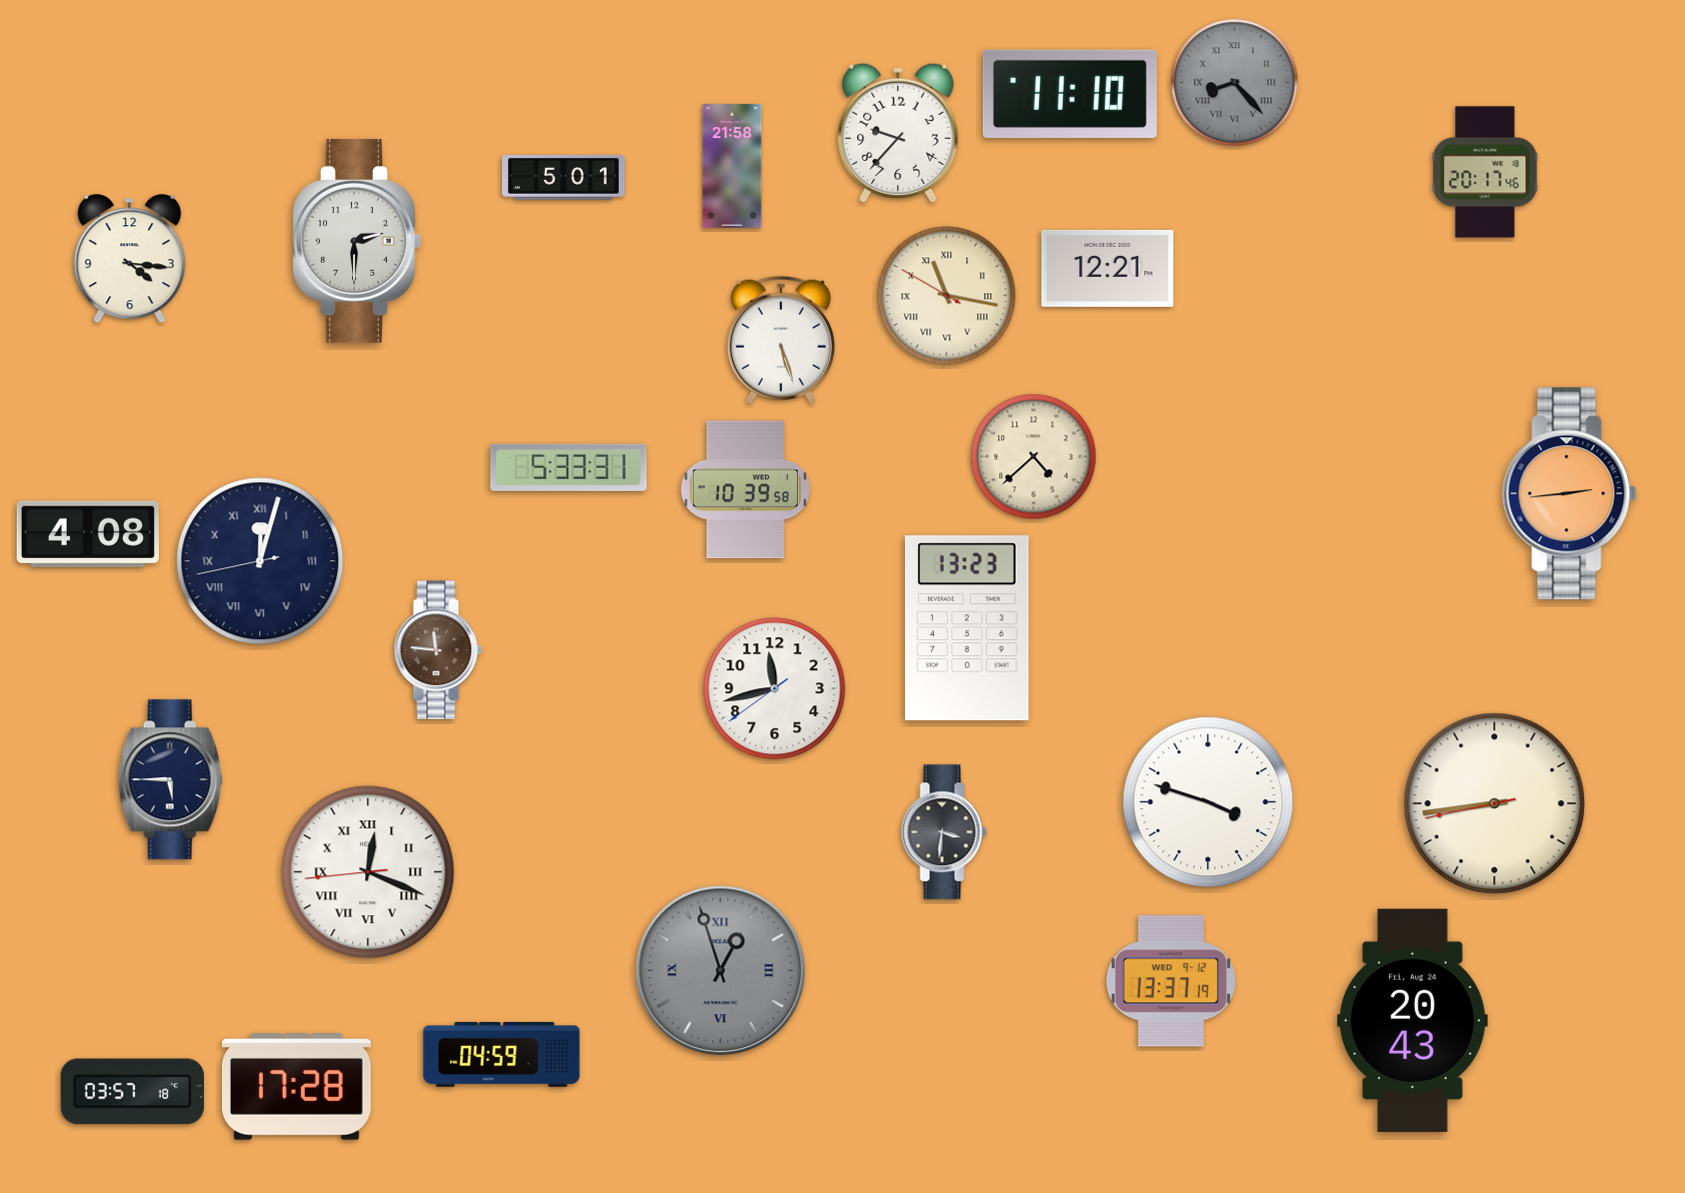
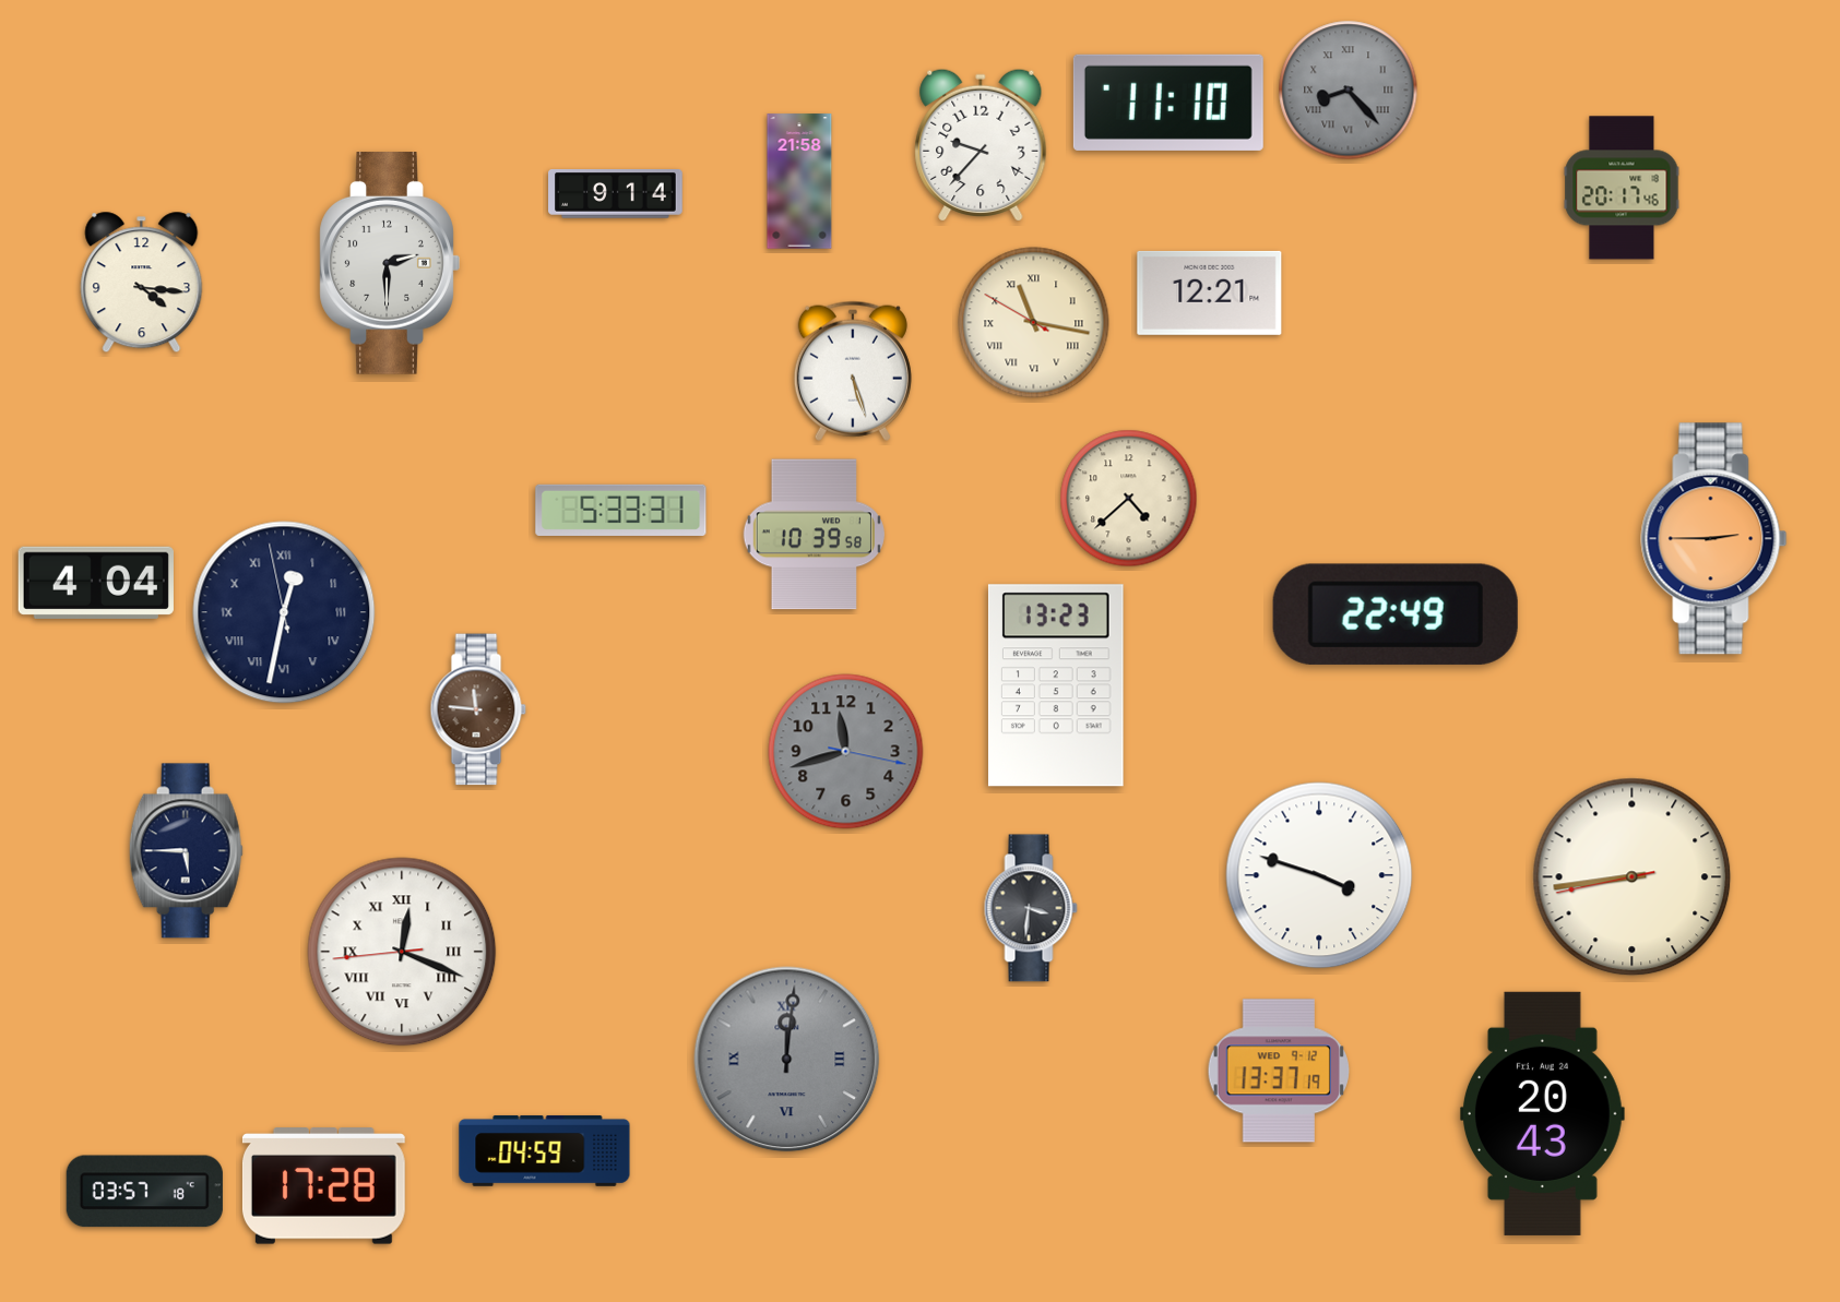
clock at (564, 178): 5:01 -> 9:14
clock at (1570, 494): 2:44 -> 2:45
clock at (88, 534): 4:08 -> 4:04
clock at (260, 561): 12:02 -> 12:31
clock at (1396, 614): none -> 22:49
clock at (775, 689): 11:42:39 -> 11:42:17
clock at (775, 689) dial: white -> grey
clock at (721, 971): 12:57 -> 12:01
clock at (502, 1054) position: (502, 1054) -> (545, 1150)
